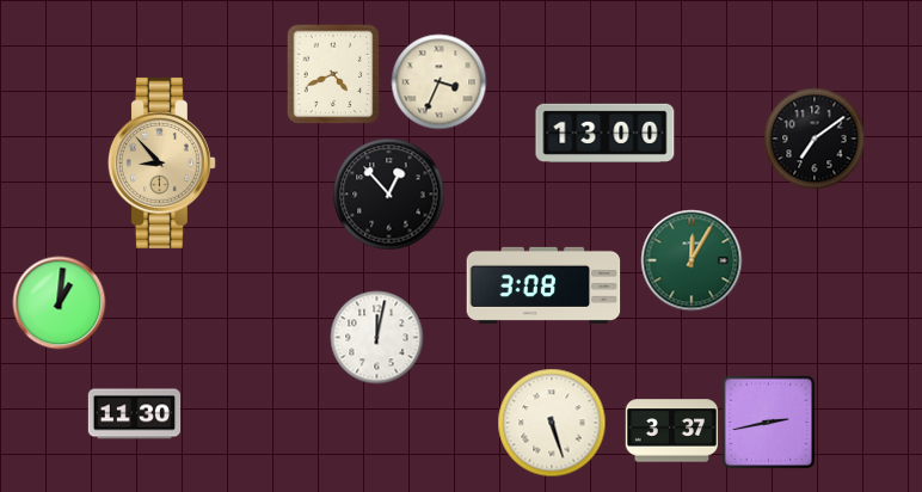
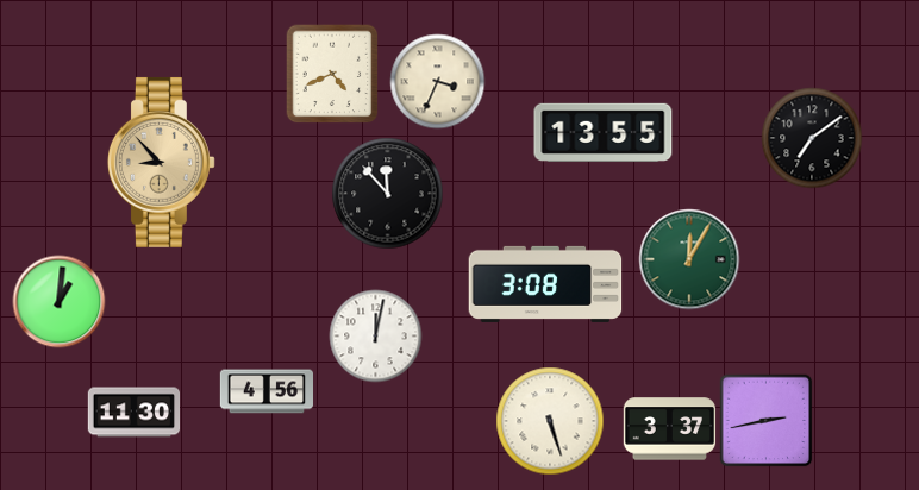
clock at (606, 133): 13:00 -> 13:55
clock at (388, 193): 12:53 -> 11:53
clock at (543, 285) position: (543, 285) -> (545, 284)
clock at (265, 391): none -> 4:56
